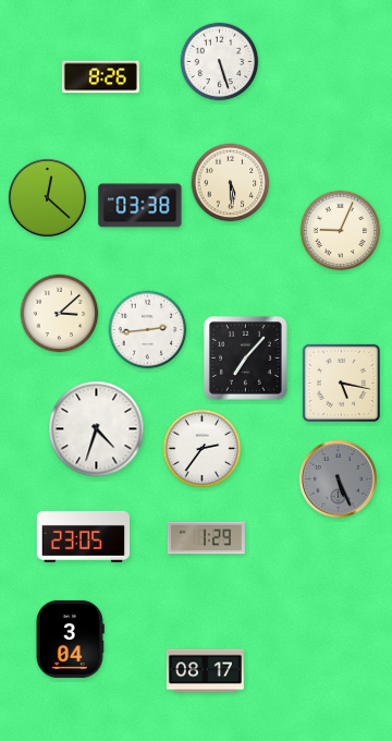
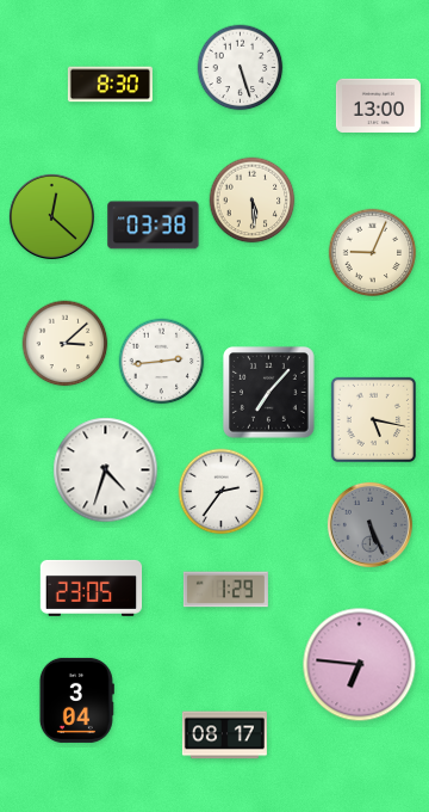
clock at (100, 77): 8:26 -> 8:30
clock at (378, 105): none -> 13:00
clock at (360, 665): none -> 6:46
